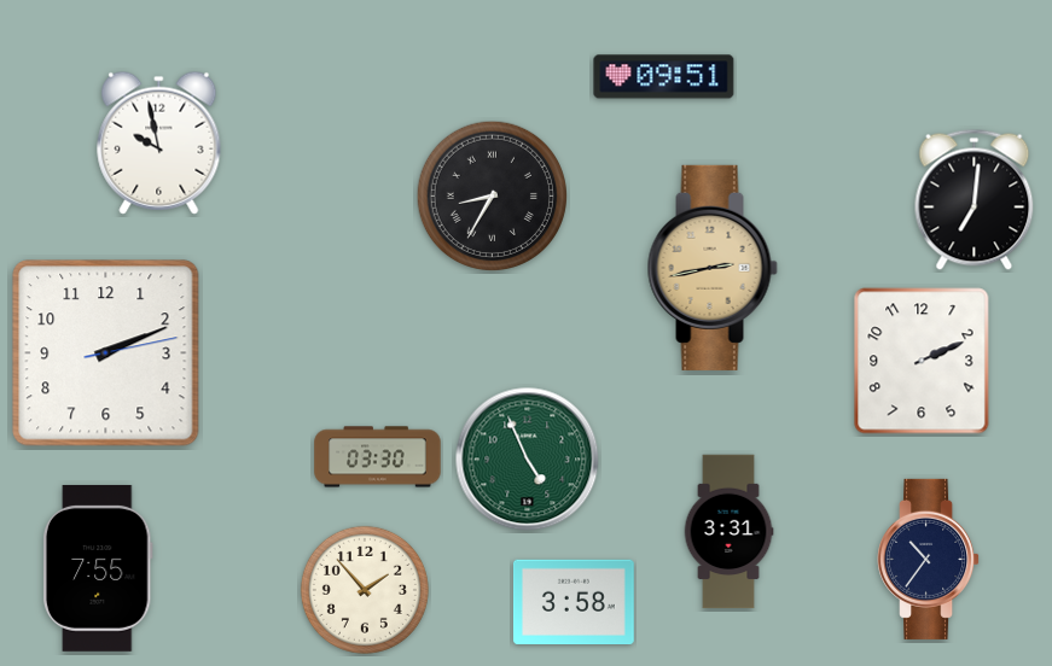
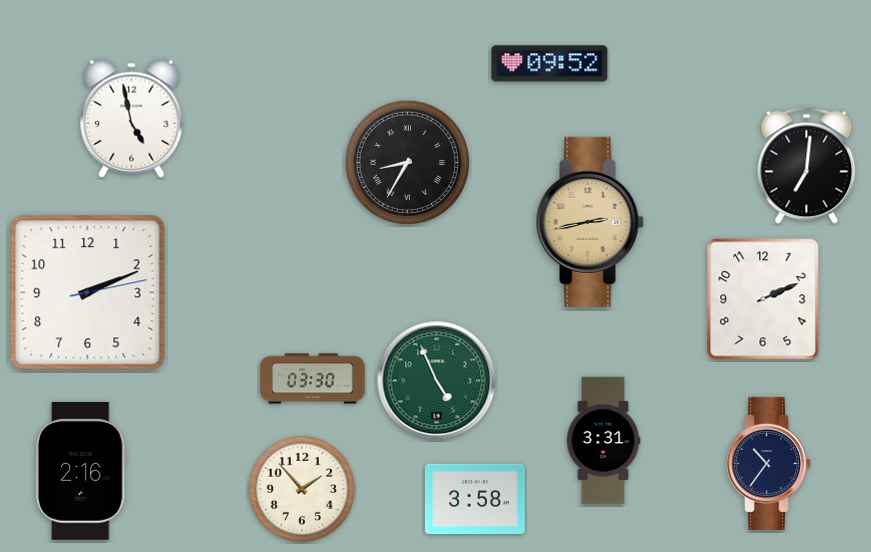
clock at (664, 77): 09:51 -> 09:52
clock at (159, 142): 9:58 -> 4:58
clock at (98, 568): 7:55 -> 2:16
